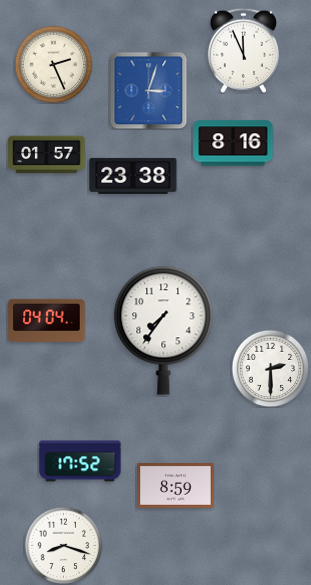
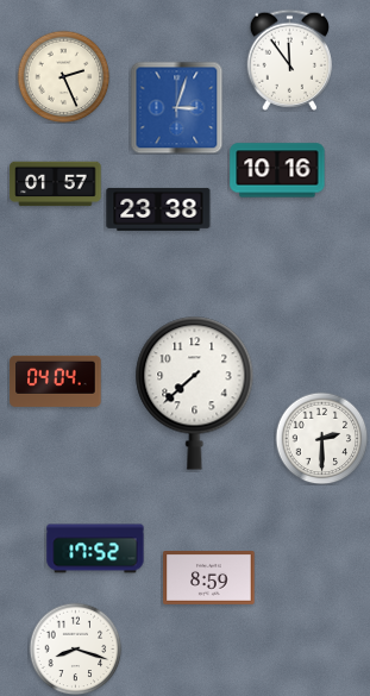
clock at (243, 50): 11:56 -> 11:54
clock at (233, 143): 8:16 -> 10:16
clock at (164, 330): 7:36 -> 7:38
